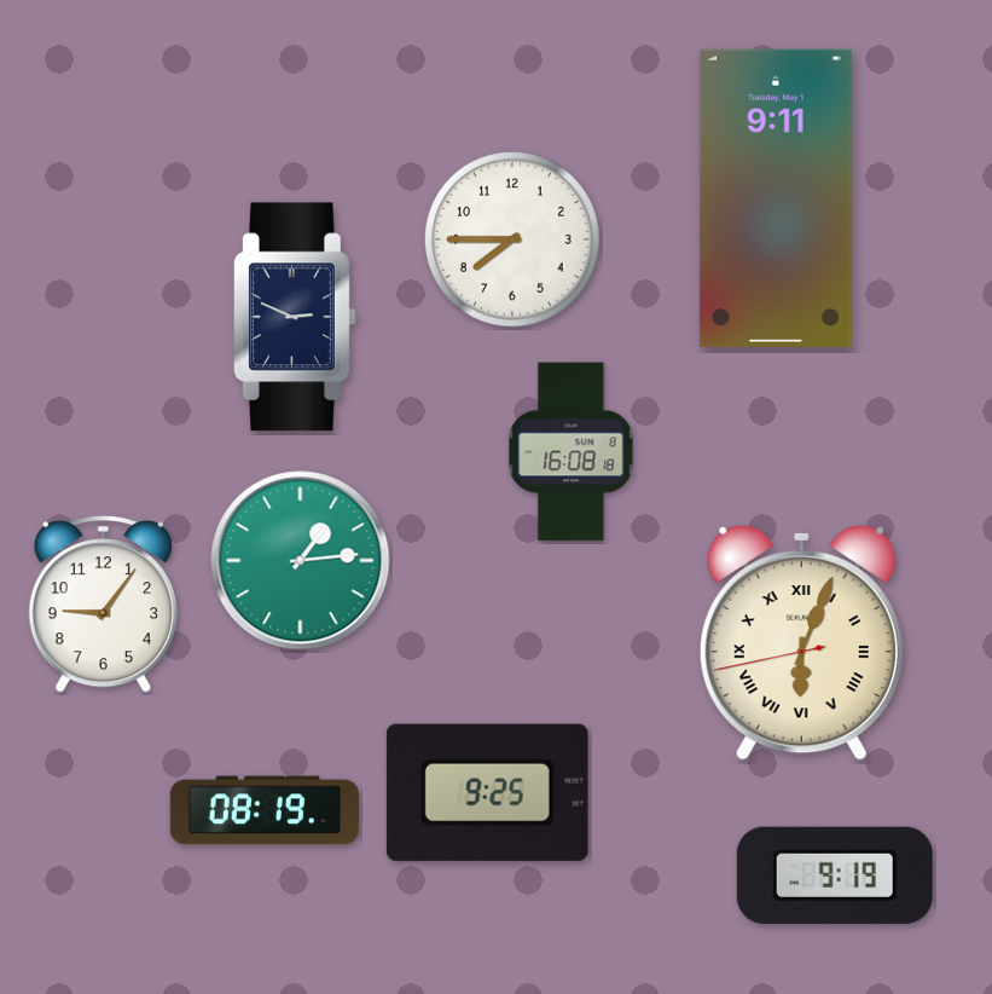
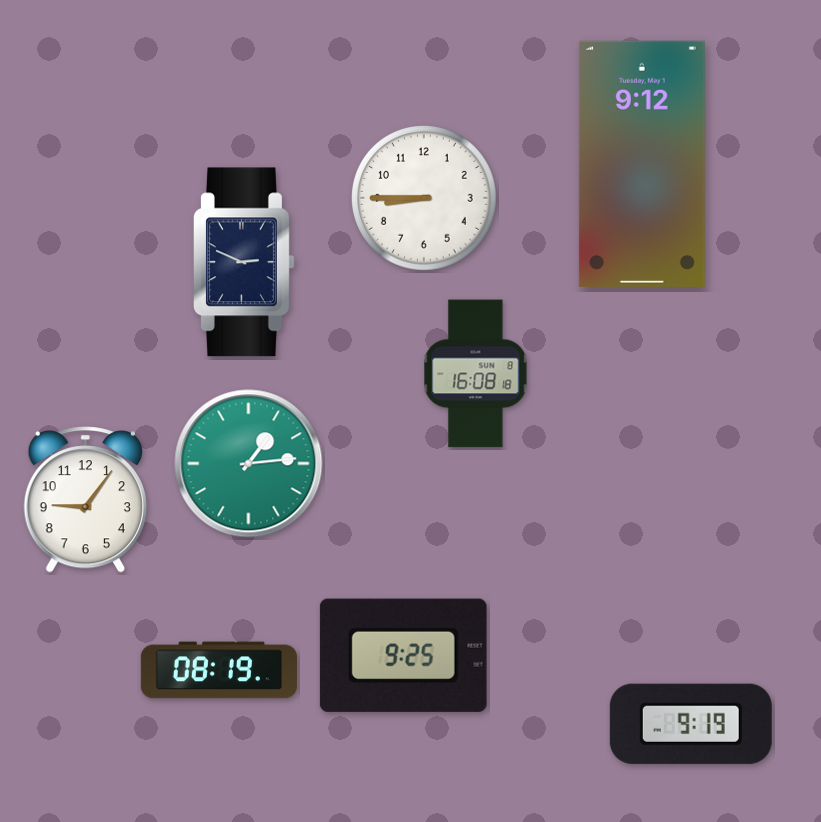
clock at (776, 198): 9:11 -> 9:12
clock at (514, 241): 7:45 -> 8:45
clock at (572, 452) position: (572, 452) -> (476, 374)
clock at (801, 642): 6:03 -> none
